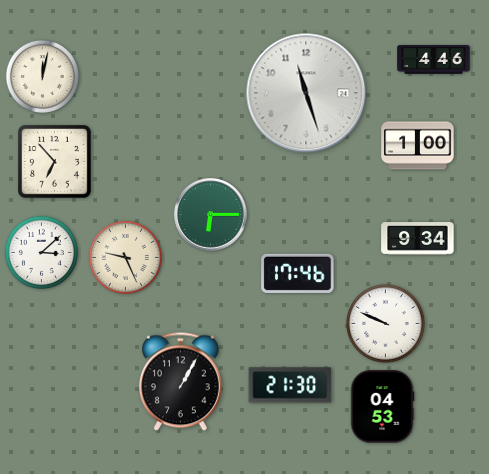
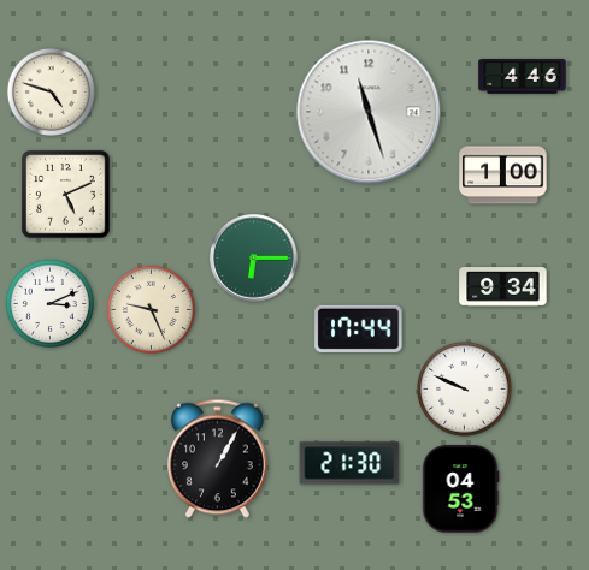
clock at (434, 60) position: (434, 60) -> (523, 77)
clock at (42, 76): 12:02 -> 4:48
clock at (55, 162): 6:53 -> 5:11
clock at (41, 252): 3:08 -> 3:11
clock at (298, 273): 17:46 -> 17:44
